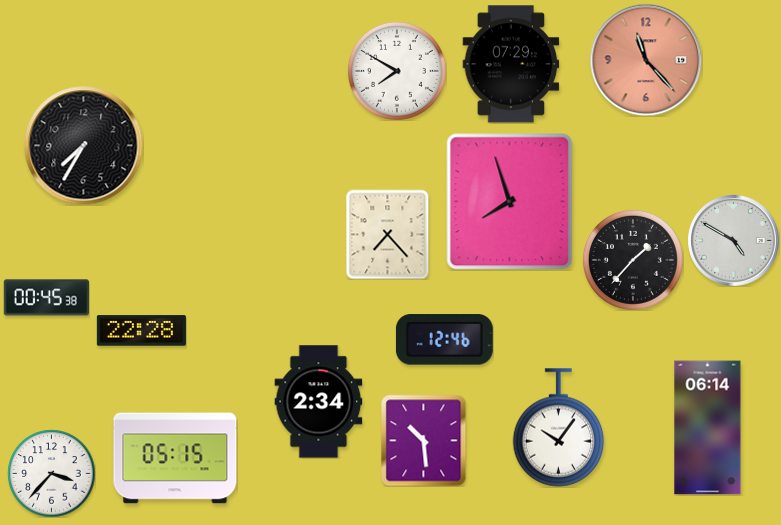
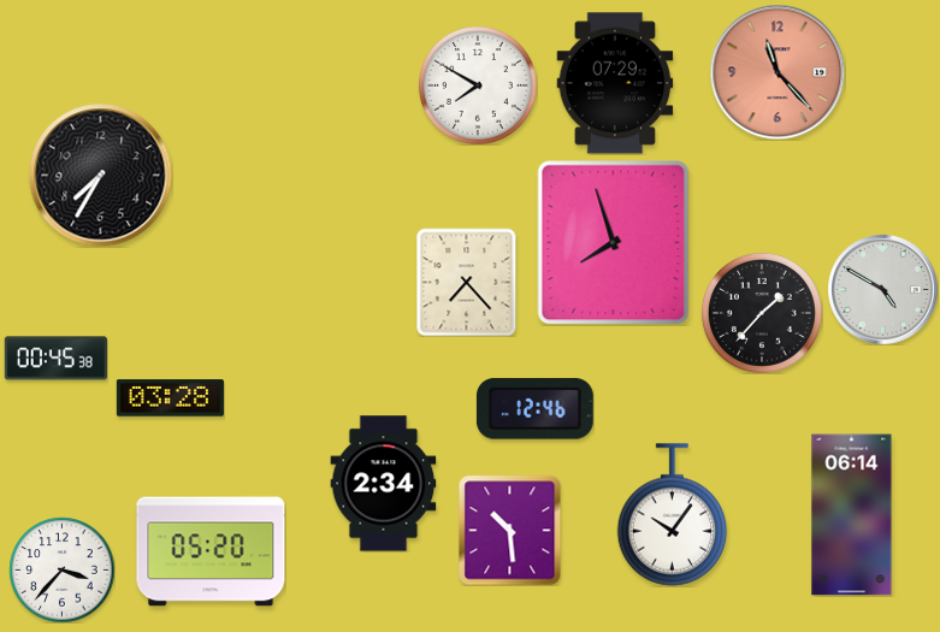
clock at (511, 64) position: (511, 64) -> (615, 83)
clock at (141, 331): 22:28 -> 03:28
clock at (175, 458): 05:15 -> 05:20
